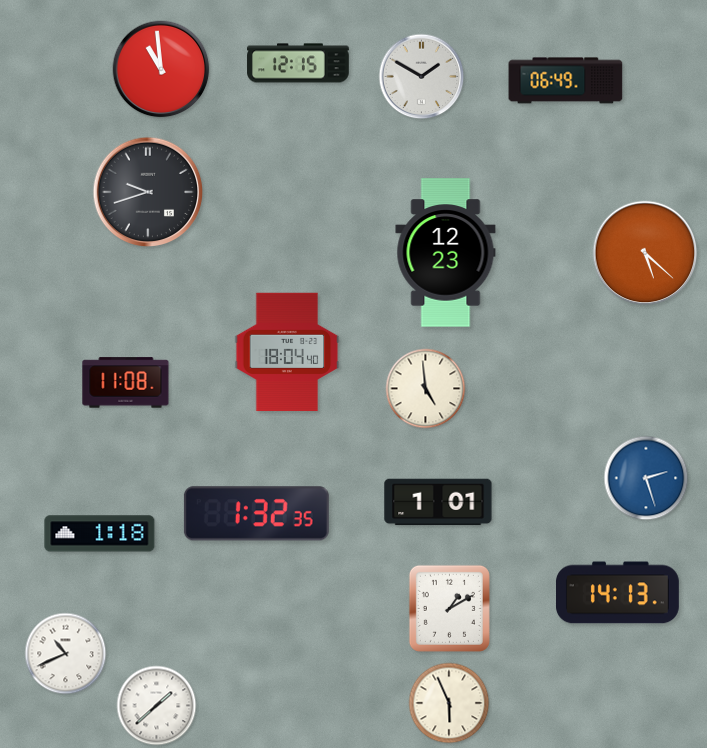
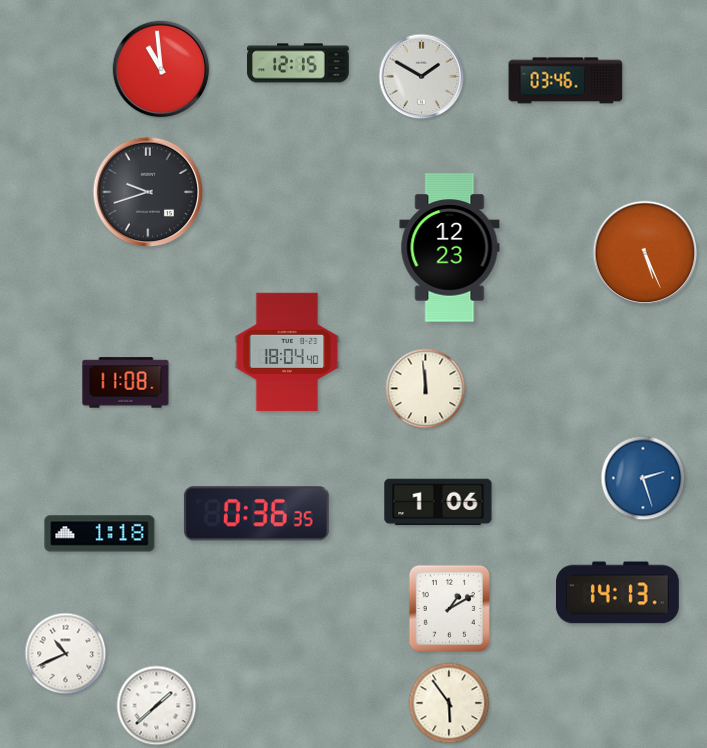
clock at (566, 81): 06:49 -> 03:46
clock at (446, 253) position: (446, 253) -> (450, 248)
clock at (645, 253): 5:22 -> 5:26
clock at (426, 389): 4:59 -> 11:59
clock at (646, 478) position: (646, 478) -> (643, 478)
clock at (438, 502): 1:01 -> 1:06
clock at (256, 514): 1:32 -> 0:36
clock at (449, 703): 5:56 -> 5:54
